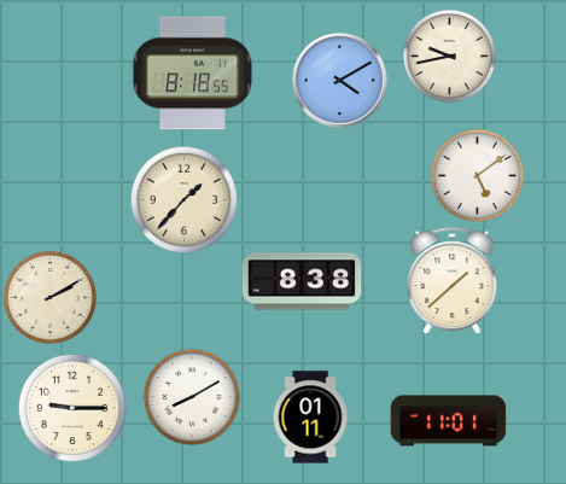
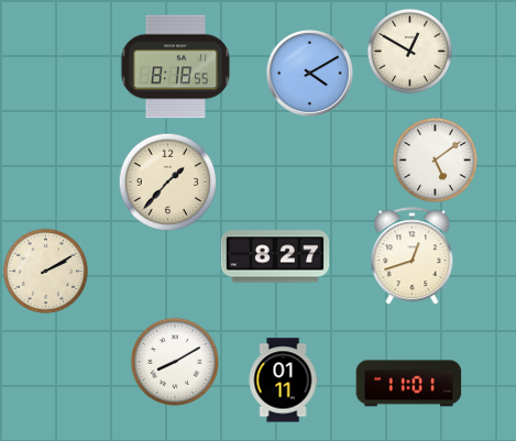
clock at (449, 56): 9:43 -> 12:50
clock at (302, 281): 8:38 -> 8:27
clock at (453, 281): 1:38 -> 12:42
clock at (72, 408): 9:15 -> none
